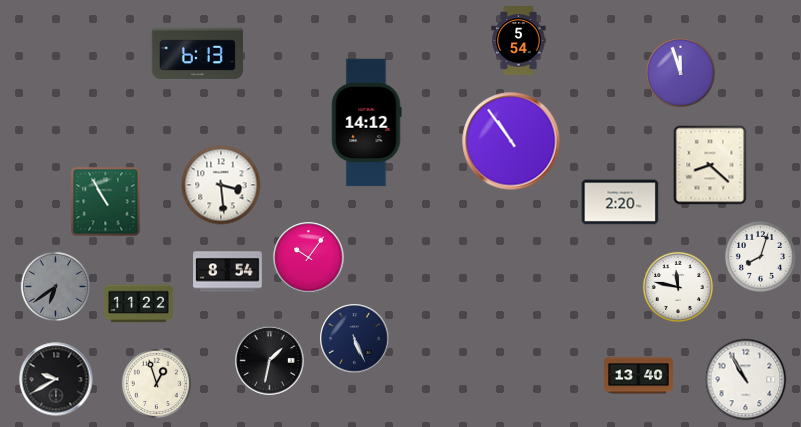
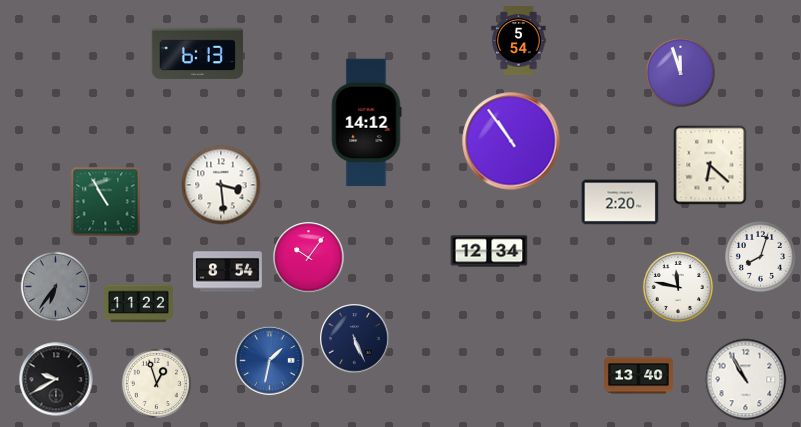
clock at (710, 165): 8:22 -> 6:22
clock at (489, 251): none -> 12:34
clock at (55, 286): 6:39 -> 6:36
clock at (270, 361) dial: black -> blue
